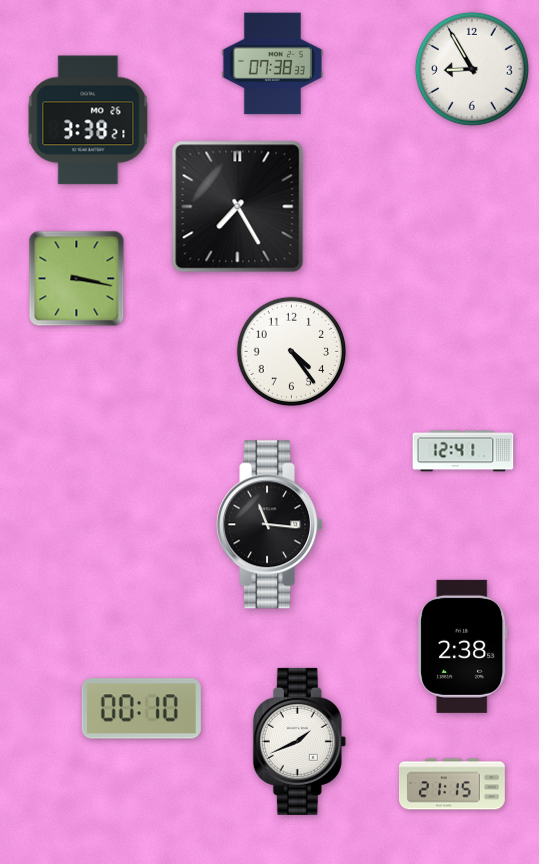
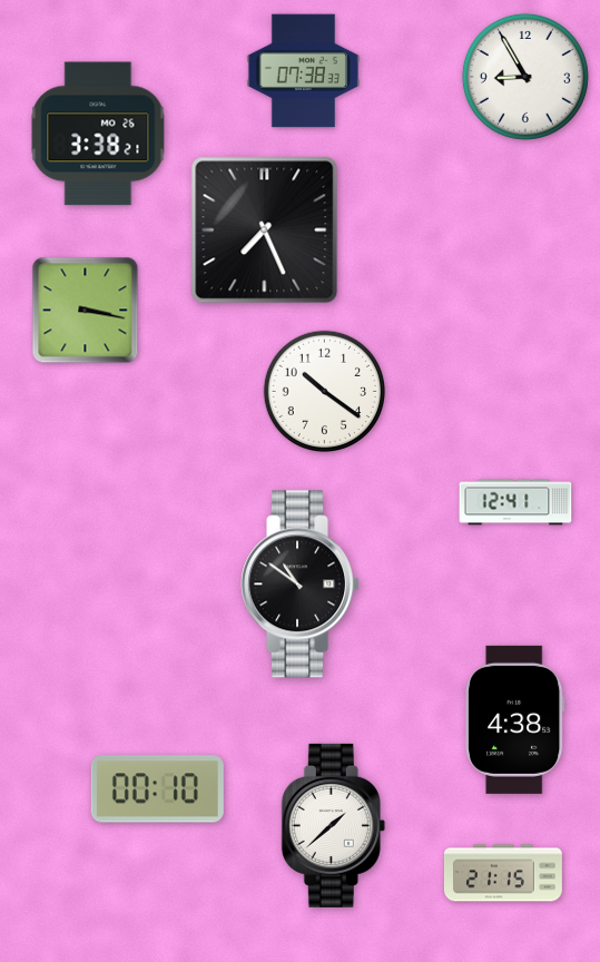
clock at (238, 207): 7:25 -> 7:26
clock at (291, 351): 4:24 -> 10:21
clock at (270, 525): 11:16 -> 10:51
clock at (463, 646): 2:38 -> 4:38
clock at (299, 741): 1:41 -> 1:38
